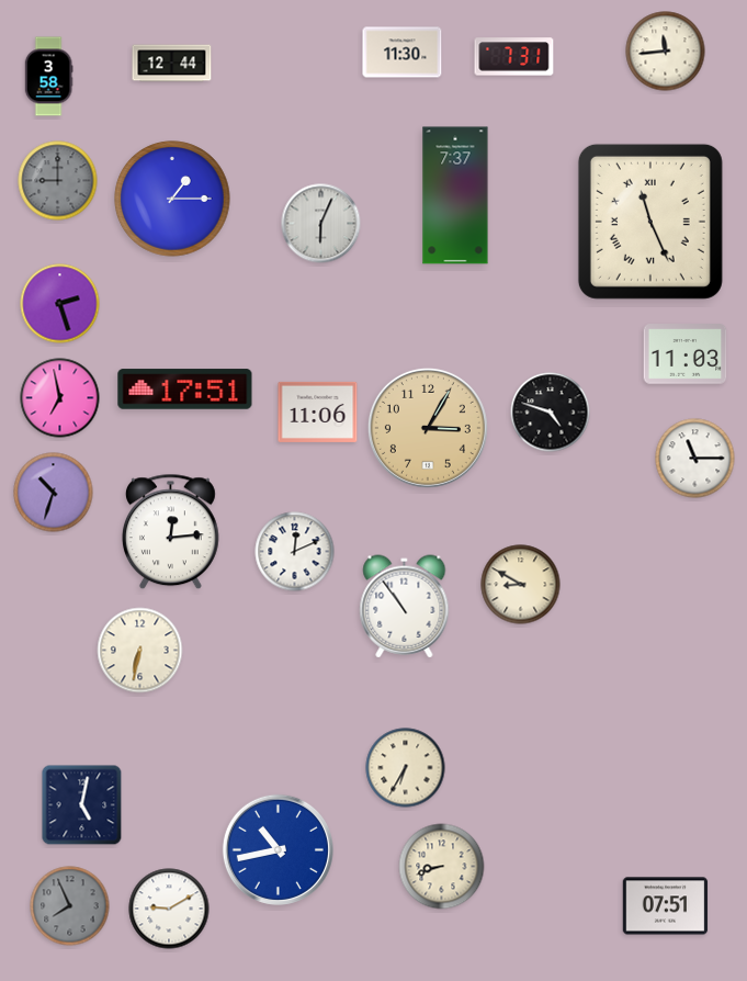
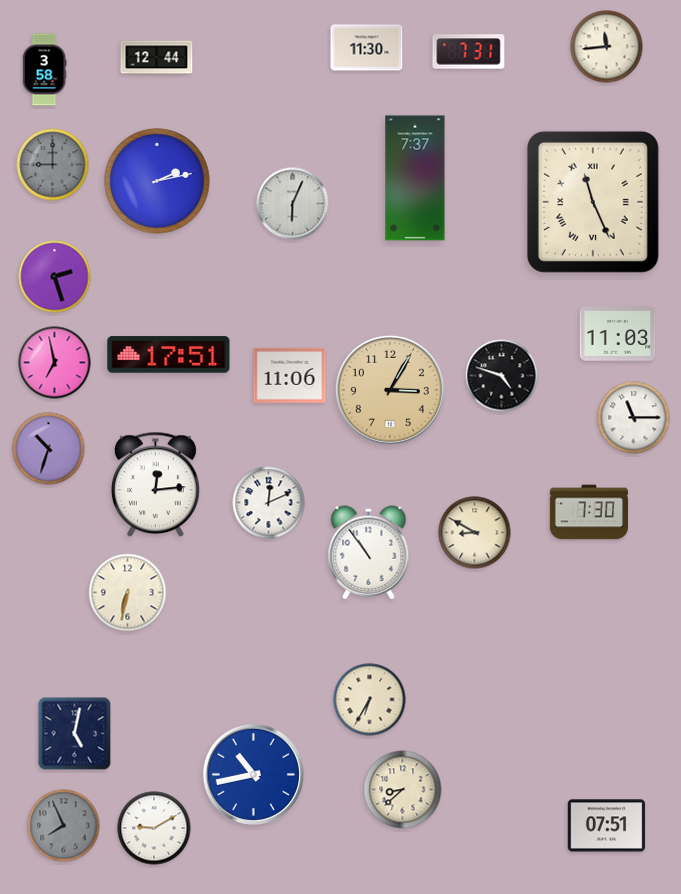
clock at (172, 199): 1:15 -> 2:13
clock at (686, 354) position: (686, 354) -> (618, 334)
clock at (588, 512): none -> 7:30
clock at (442, 867): 8:42 -> 8:38
